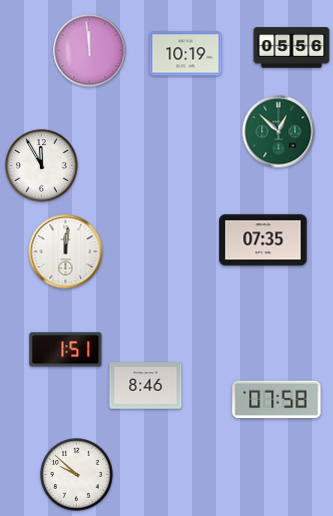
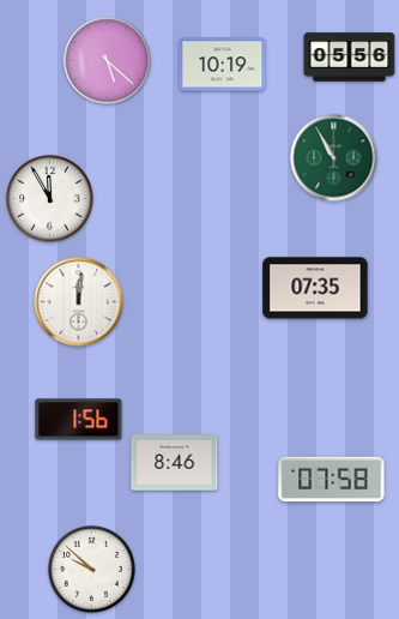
clock at (90, 51): 11:59 -> 5:22
clock at (279, 132): 12:52 -> 10:55
clock at (66, 350): 1:51 -> 1:56
